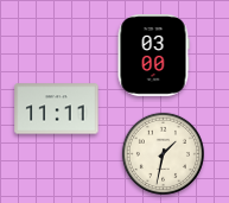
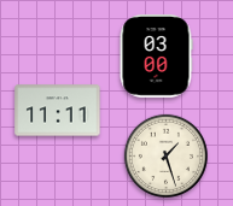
clock at (163, 153): 1:32 -> 1:27
